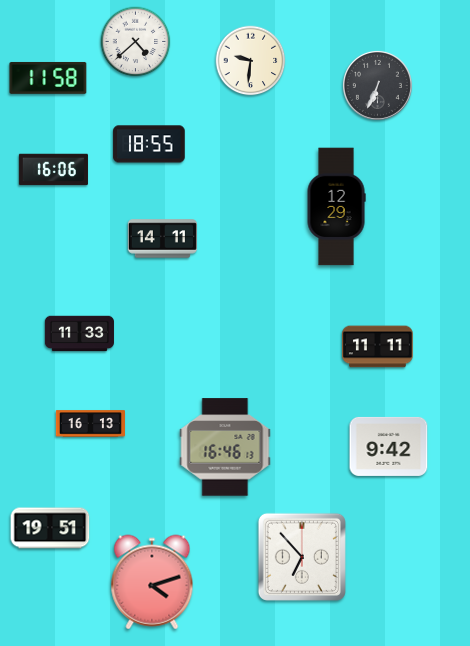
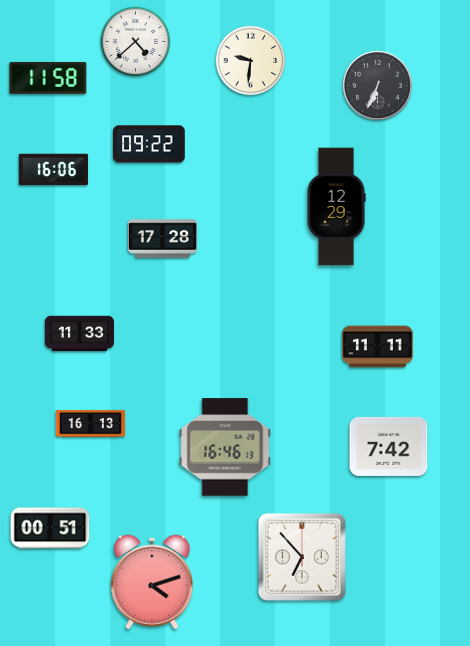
clock at (149, 144): 18:55 -> 09:22
clock at (162, 239): 14:11 -> 17:28
clock at (389, 446): 9:42 -> 7:42
clock at (50, 528): 19:51 -> 00:51
